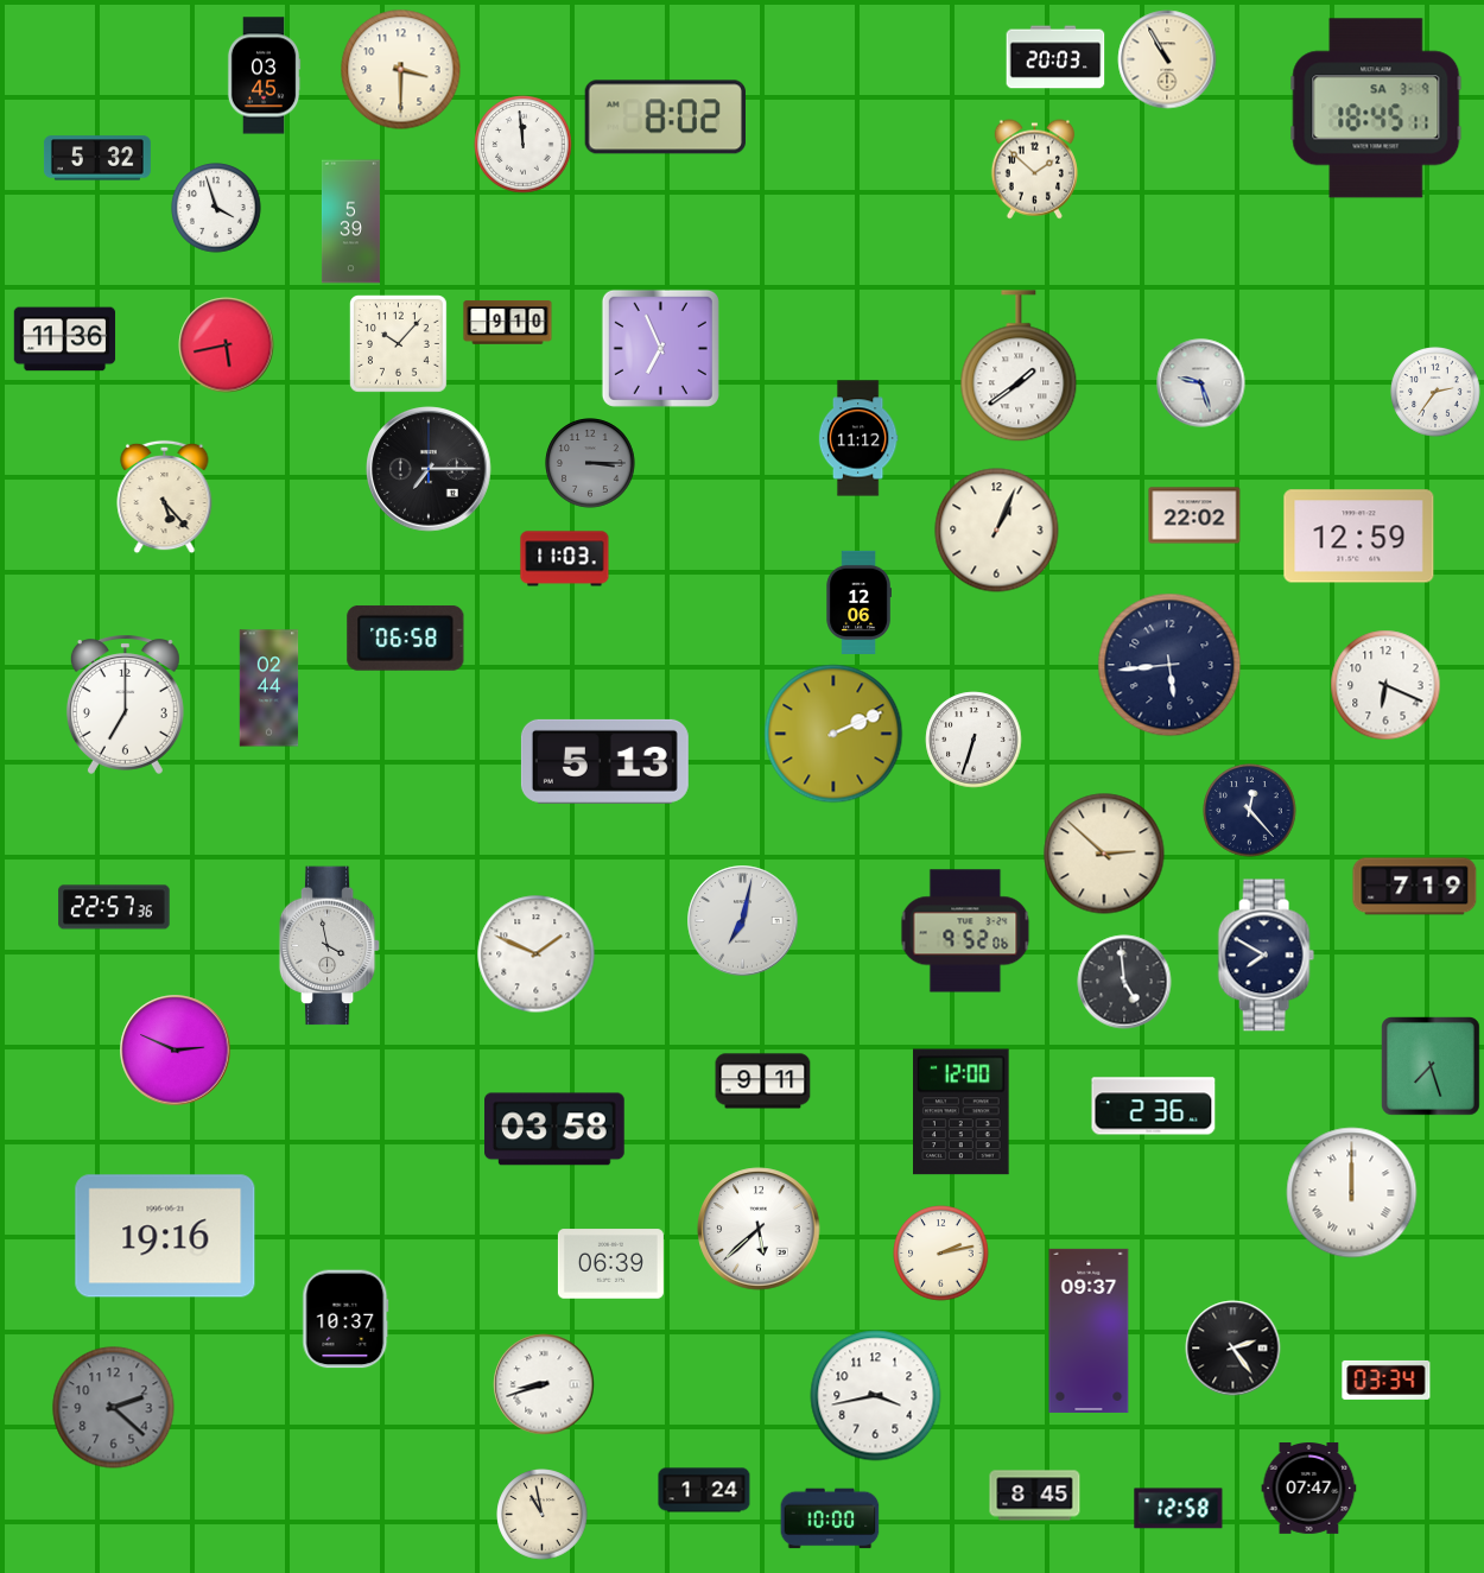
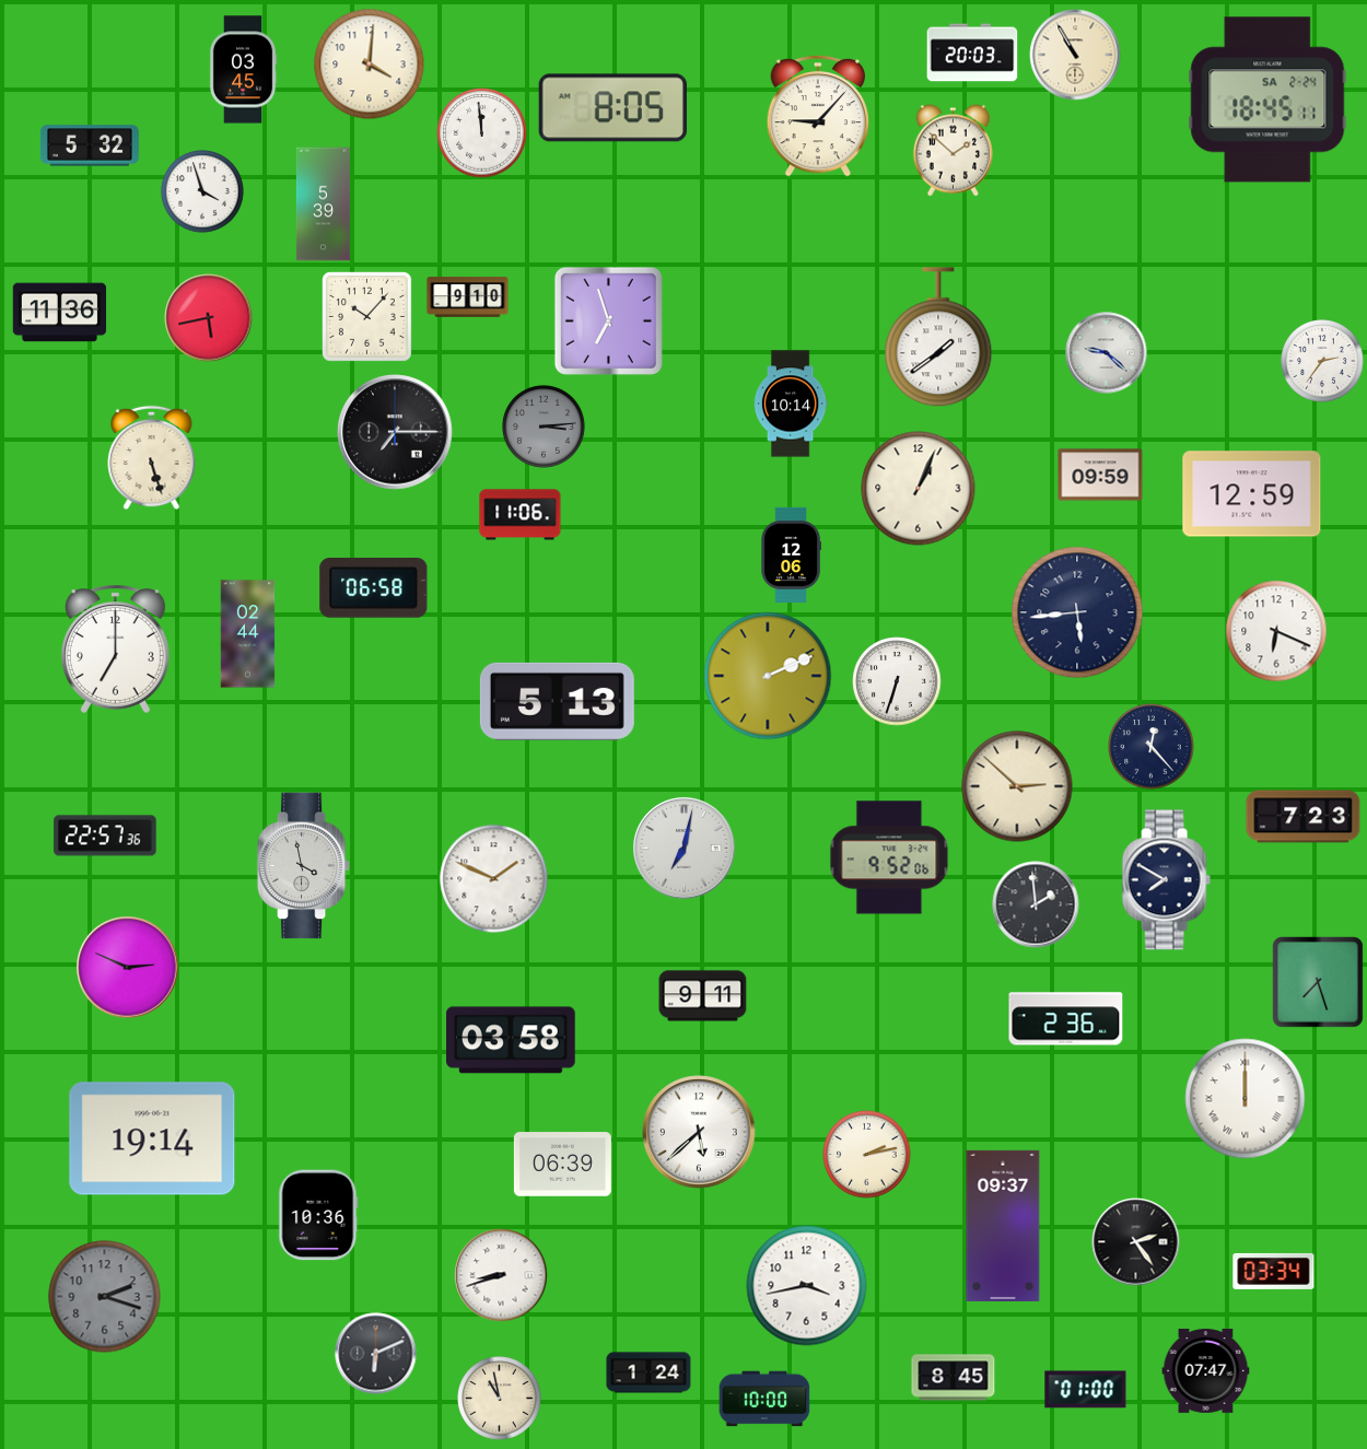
clock at (401, 70): 3:30 -> 4:01
clock at (1376, 108) date: SA 3-9 -> SA 2-24
clock at (665, 118): 8:02 -> 8:05
clock at (818, 116): none -> 9:07
clock at (1034, 170) position: (1034, 170) -> (953, 151)
clock at (216, 208) position: (216, 208) -> (202, 191)
clock at (660, 348): 6:56 -> 6:57
clock at (1201, 383): 9:27 -> 9:22
clock at (858, 438): 11:12 -> 10:14
clock at (590, 463): 3:15 -> 3:14
clock at (165, 497): 5:23 -> 5:27
clock at (1194, 515): 22:02 -> 09:59
clock at (565, 559): 11:03 -> 11:06
clock at (1415, 887): 7:19 -> 7:23
clock at (330, 946) position: (330, 946) -> (304, 866)
clock at (1124, 982): 4:59 -> 1:59
clock at (176, 1051) position: (176, 1051) -> (128, 968)
clock at (1154, 1106) position: (1154, 1106) -> (1066, 1019)
clock at (962, 1112): 12:00 -> none
clock at (165, 1236): 19:16 -> 19:14
clock at (345, 1319): 10:37 -> 10:36
clock at (1387, 1379) position: (1387, 1379) -> (1274, 1271)
clock at (114, 1408): 2:22 -> 2:18
clock at (376, 1354): none -> 6:11
clock at (1179, 1509): 12:58 -> 01:00
clock at (543, 1515) position: (543, 1515) -> (500, 1399)
